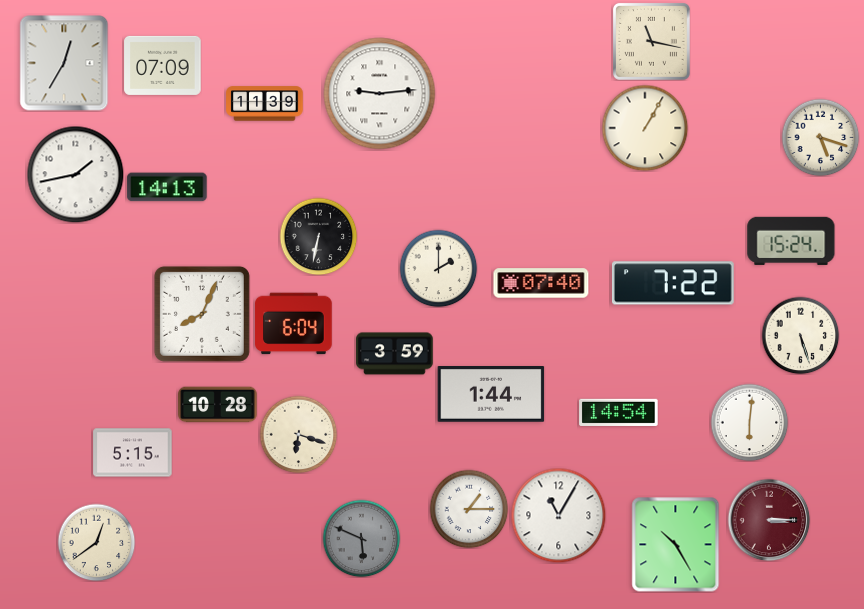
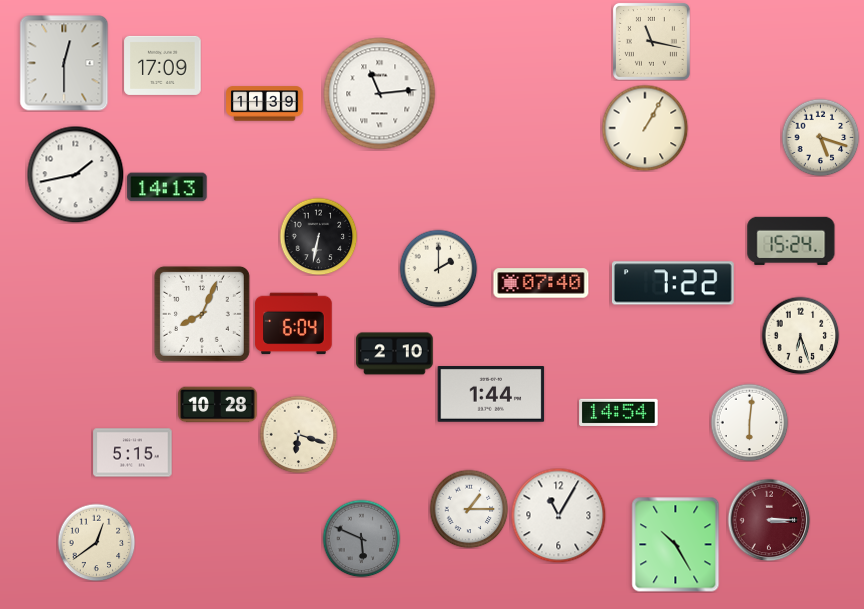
clock at (64, 63): 12:35 -> 12:30
clock at (163, 65): 07:09 -> 17:09
clock at (380, 94): 9:14 -> 11:14
clock at (800, 335): 5:27 -> 6:27
clock at (395, 354): 3:59 -> 2:10
